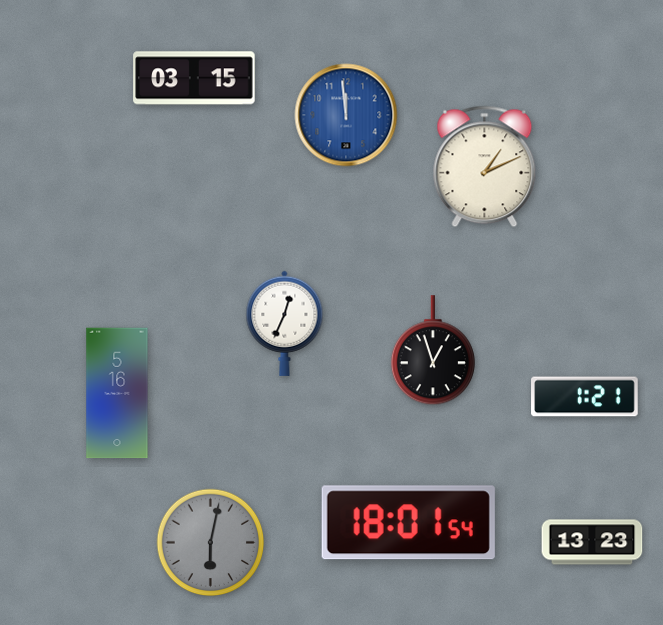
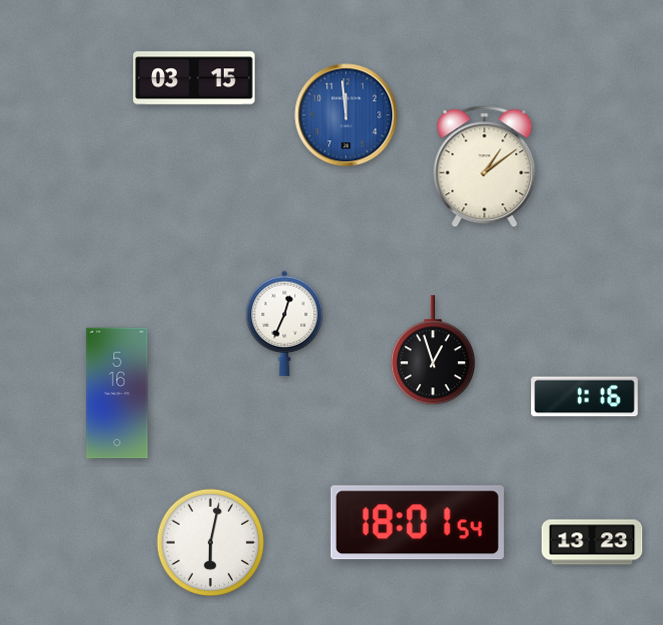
clock at (485, 167): 1:11 -> 1:09
clock at (585, 397): 1:21 -> 1:16
clock at (408, 523) position: (408, 523) -> (417, 523)
clock at (211, 543) dial: grey -> white
